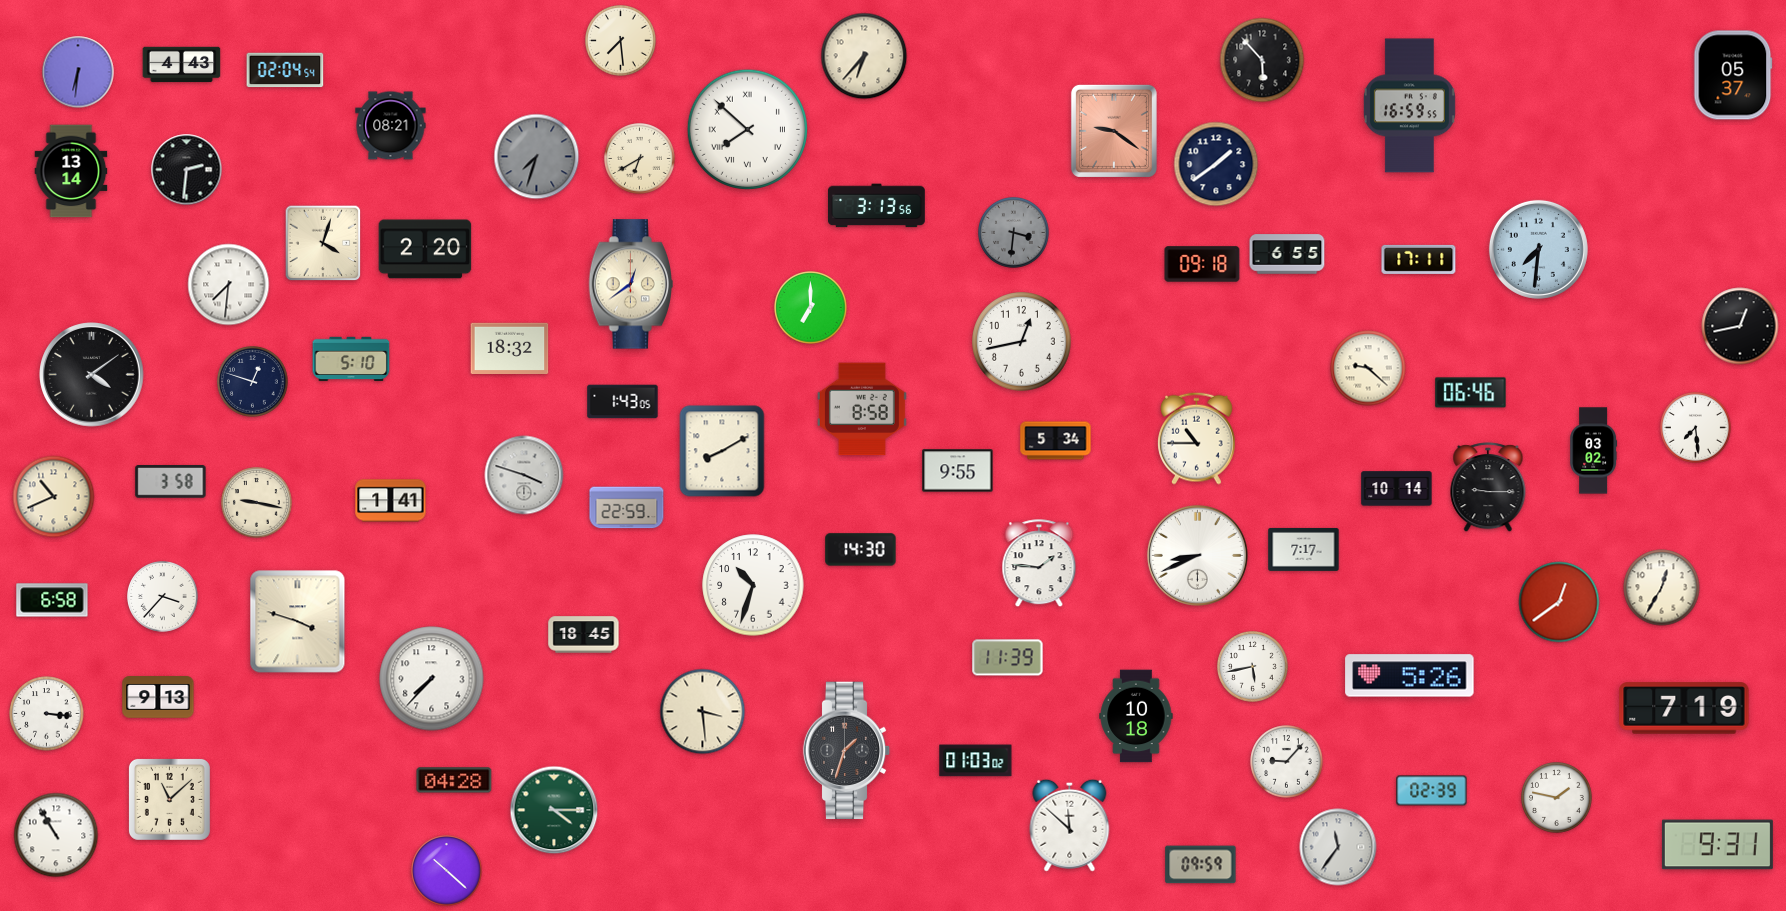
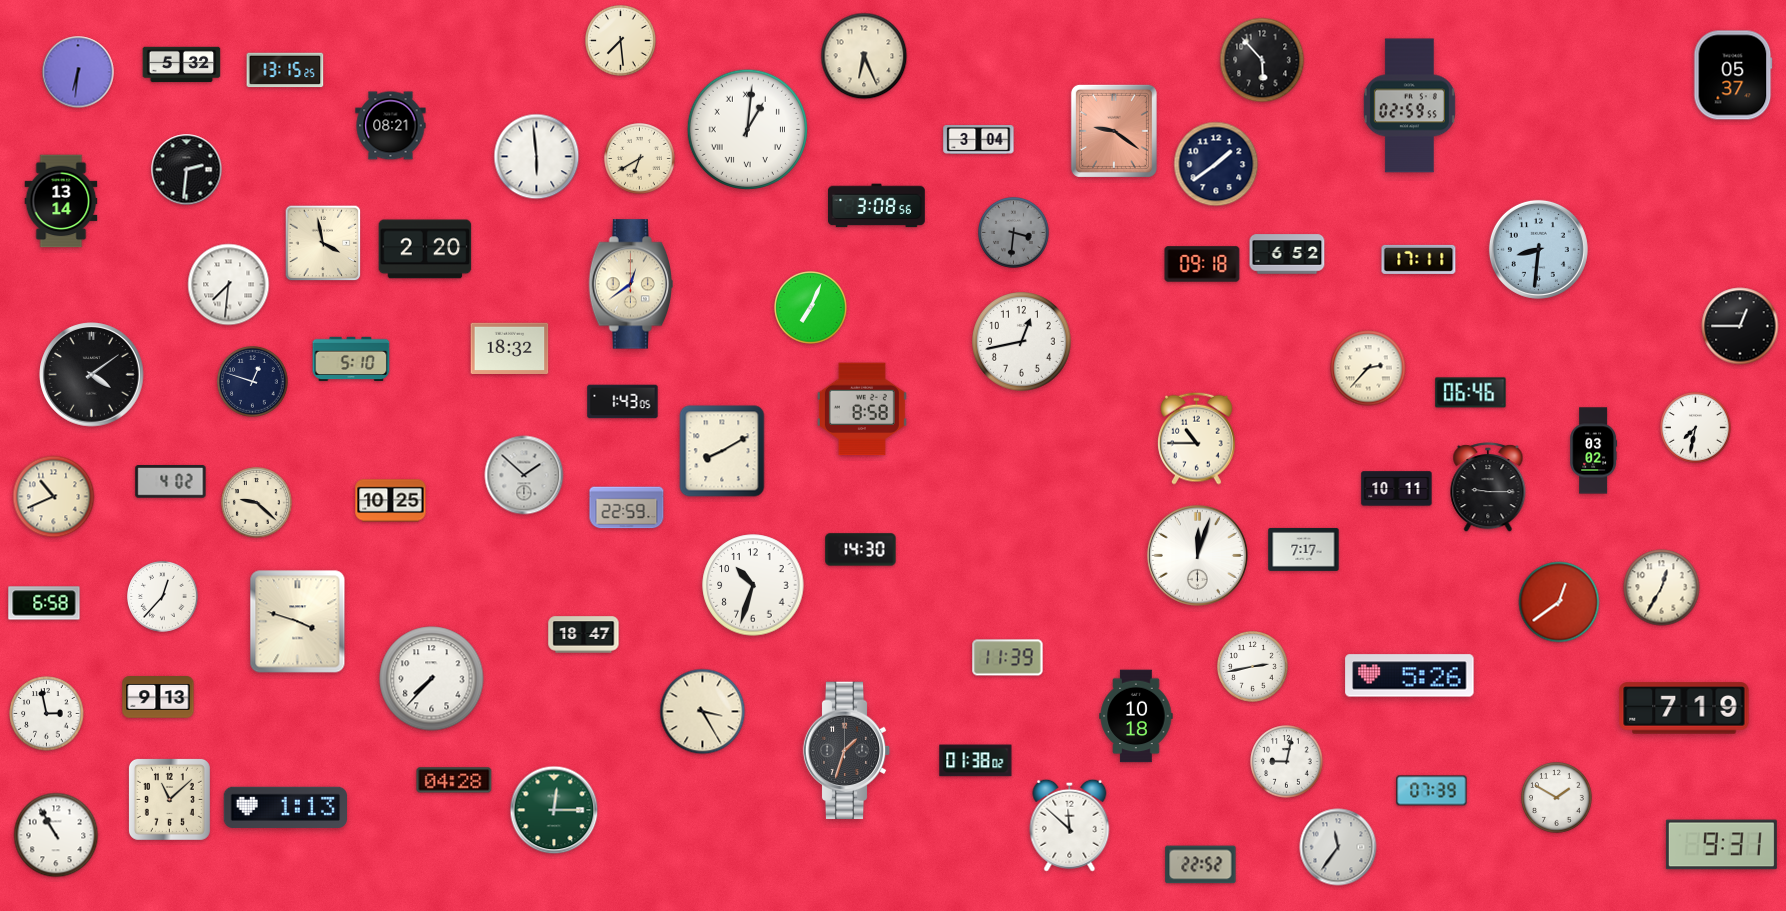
clock at (864, 56): 6:37 -> 6:26
clock at (182, 65): 4:43 -> 5:32
clock at (285, 70): 02:04 -> 13:15
clock at (1409, 106): 16:59 -> 02:59
clock at (747, 129): 7:52 -> 1:01
clock at (979, 140): none -> 3:04
clock at (537, 157): 7:33 -> 5:59
clock at (537, 157) dial: grey -> white
clock at (71, 171) position: (71, 171) -> (61, 201)
clock at (876, 206): 3:13 -> 3:08
clock at (323, 243): 4:03 -> 3:58
clock at (1538, 249): 7:31 -> 8:31
clock at (1287, 254): 6:55 -> 6:52
clock at (811, 308): 7:00 -> 7:04
clock at (1740, 326): 12:43 -> 12:45
clock at (1368, 368): 9:22 -> 2:37
clock at (1696, 428): 7:29 -> 7:32
clock at (1056, 441): 5:34 -> none
clock at (958, 471): 9:55 -> none
clock at (524, 475): 3:48 -> 1:52
clock at (171, 482): 3:58 -> 4:02
clock at (1397, 489): 10:14 -> 10:11
clock at (391, 501): 1:41 -> 10:25
clock at (257, 503): 9:17 -> 9:22
clock at (1197, 555): 8:41 -> 12:03
clock at (1039, 564): 1:46 -> none
clock at (163, 597): 3:37 -> 12:37
clock at (52, 600) position: (52, 600) -> (44, 603)
clock at (584, 635): 18:45 -> 18:47
clock at (1253, 667): 5:43 -> 2:43
clock at (703, 712): 3:29 -> 3:25
clock at (47, 714): 3:16 -> 2:58
clock at (976, 761): 01:03 -> 01:38
clock at (1287, 762): 9:07 -> 9:02
clock at (1432, 791): 02:39 -> 07:39
clock at (1557, 798): 1:47 -> 1:50
clock at (286, 807): none -> 1:13
clock at (554, 810): 4:15 -> 12:15
clock at (1717, 845) position: (1717, 845) -> (1721, 845)
clock at (1201, 865): 09:59 -> 22:52
clock at (447, 871): 10:22 -> none
